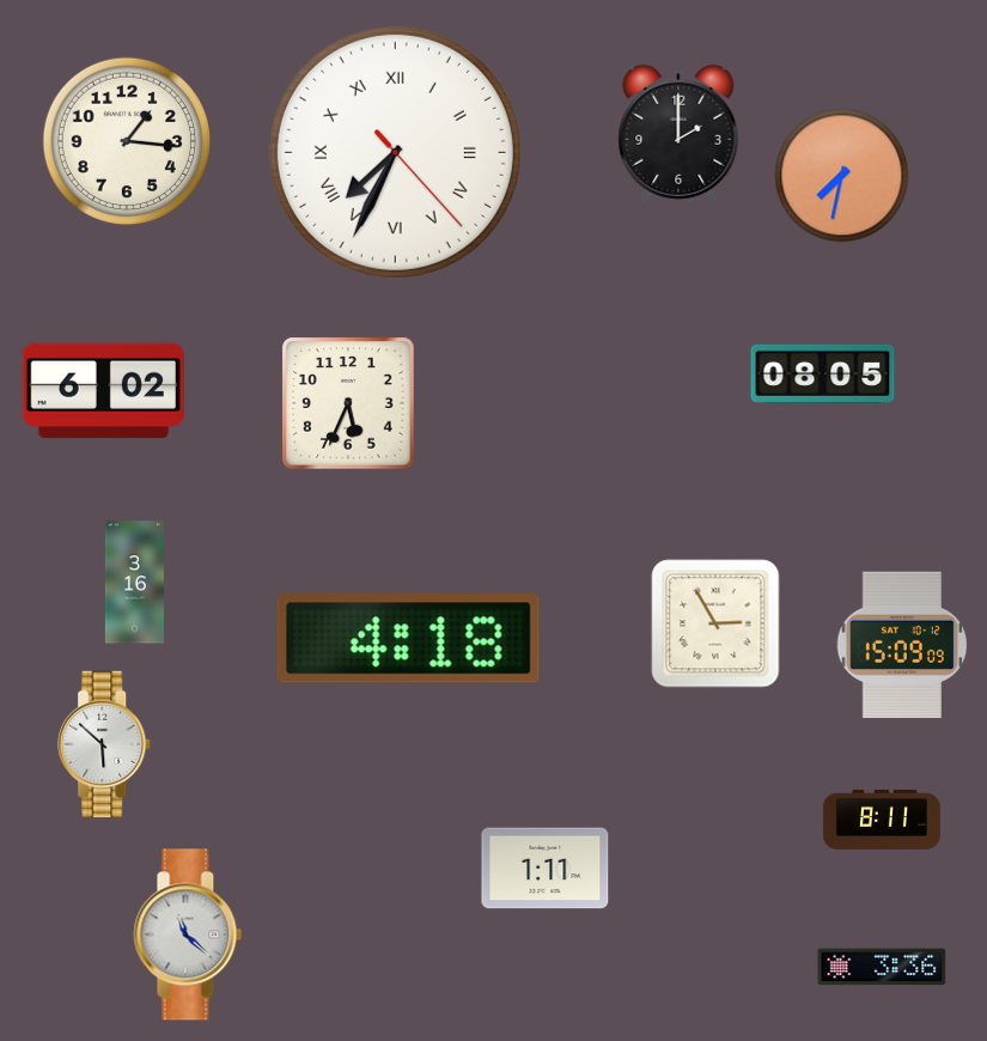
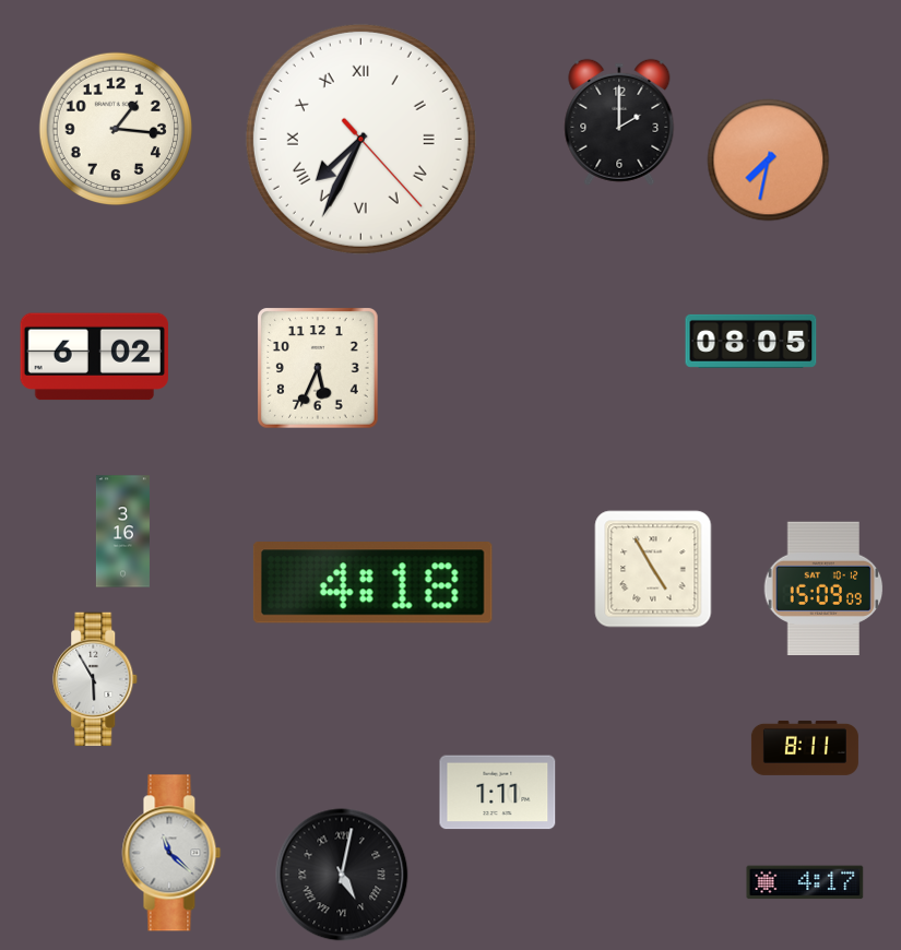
clock at (715, 623): 2:55 -> 4:55
clock at (105, 744): 5:52 -> 5:55
clock at (342, 875): none -> 5:02
clock at (882, 967): 3:36 -> 4:17
